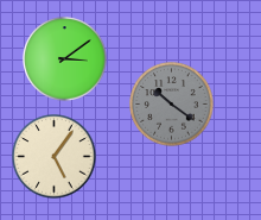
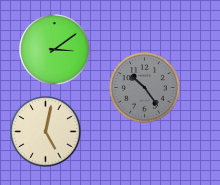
clock at (172, 105): 10:21 -> 10:24
clock at (55, 157): 5:06 -> 5:02
